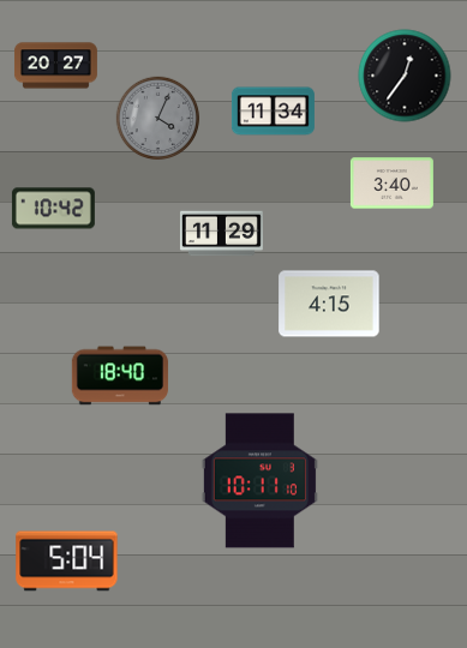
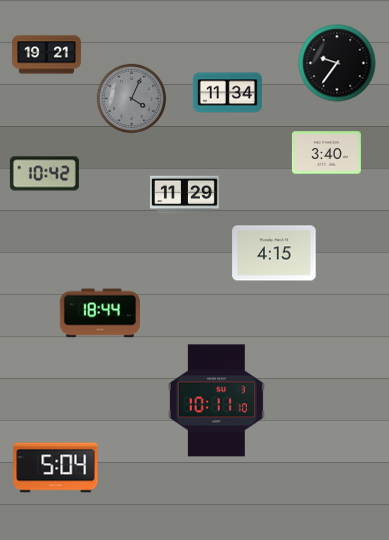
clock at (55, 66): 20:27 -> 19:21
clock at (405, 76): 12:36 -> 9:36
clock at (120, 376): 18:40 -> 18:44
